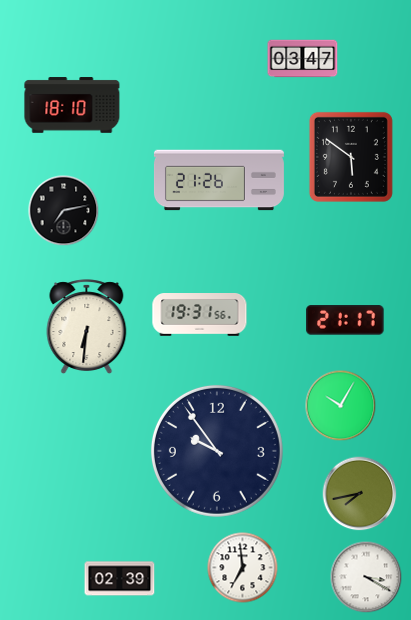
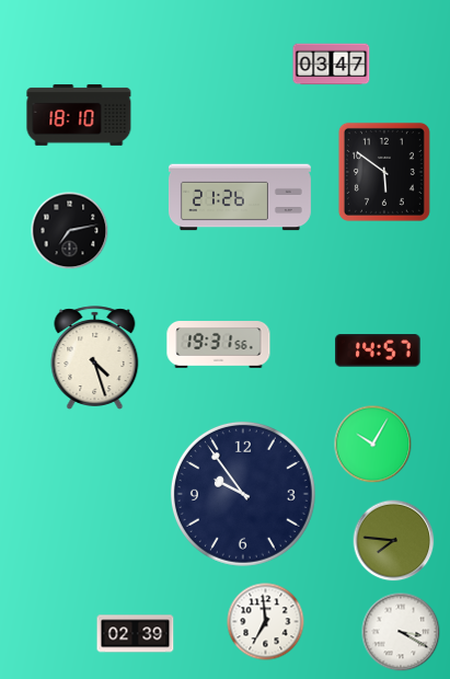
clock at (345, 320): 21:17 -> 14:57
clock at (87, 326): 6:31 -> 4:27
clock at (217, 451) position: (217, 451) -> (243, 494)
clock at (360, 494): 7:43 -> 7:46
clock at (120, 579) position: (120, 579) -> (136, 634)
